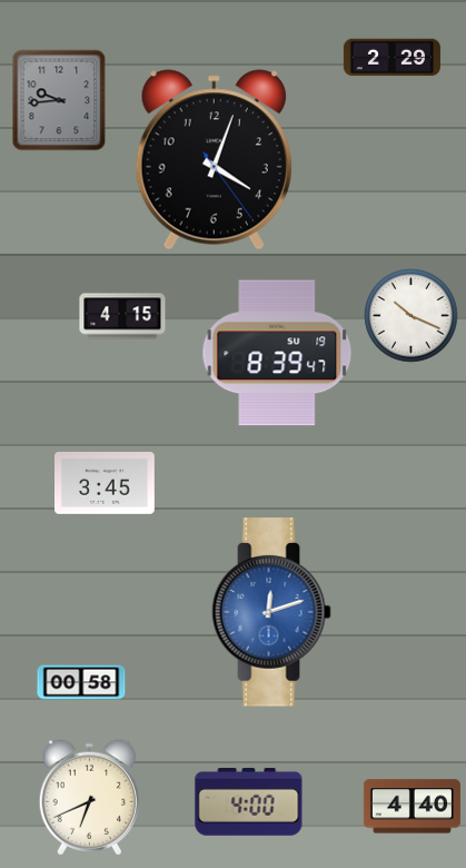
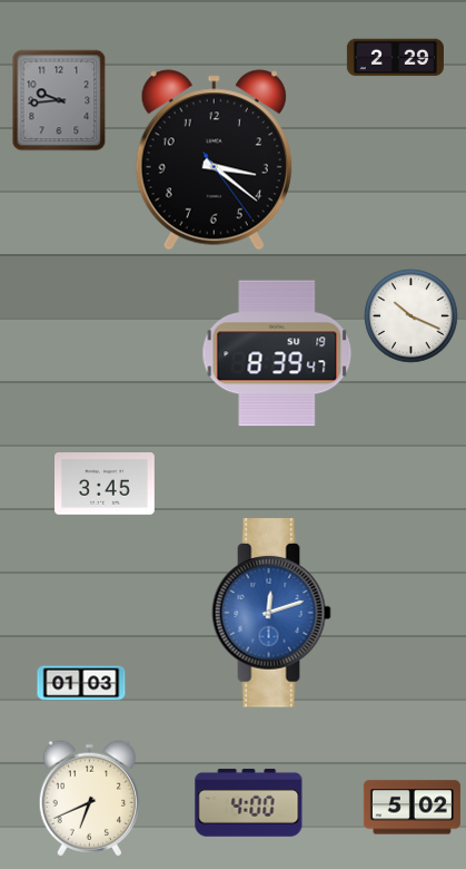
clock at (391, 58) position: (391, 58) -> (395, 58)
clock at (214, 160): 4:03 -> 3:21
clock at (122, 316): 4:15 -> none
clock at (81, 682): 00:58 -> 01:03
clock at (412, 807): 4:40 -> 5:02
